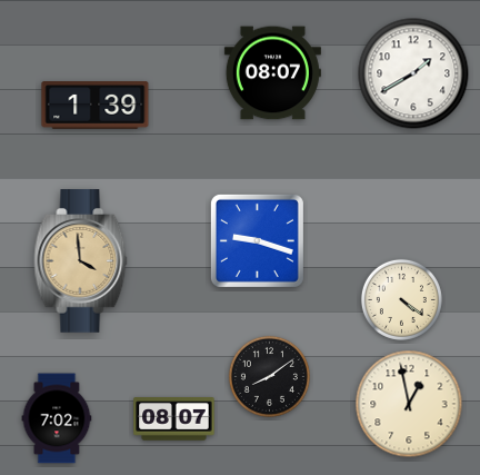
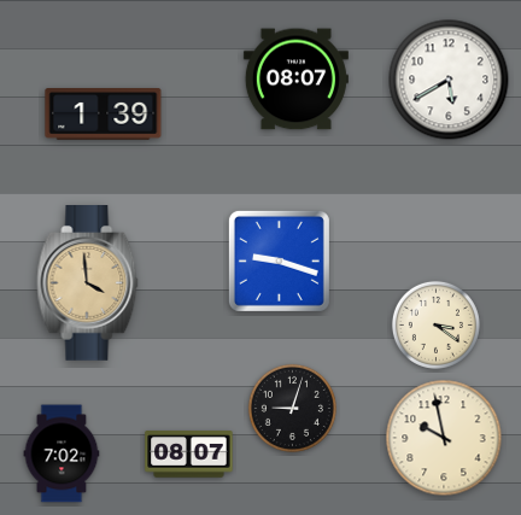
clock at (413, 73): 1:40 -> 5:40
clock at (401, 299): 4:21 -> 3:21
clock at (269, 376): 8:09 -> 9:03
clock at (409, 404): 12:58 -> 9:58
